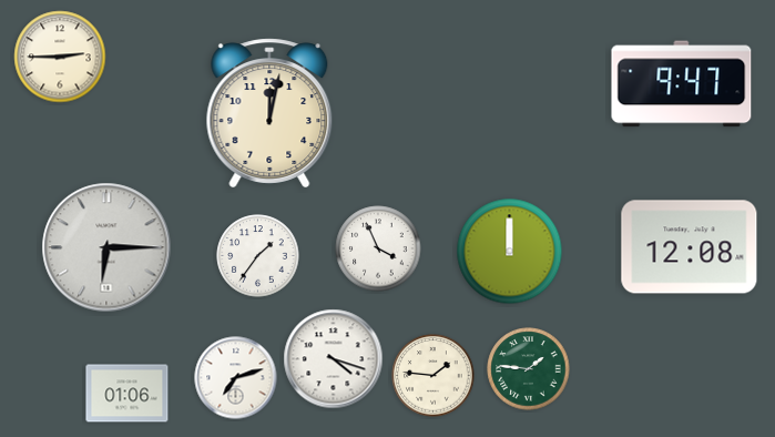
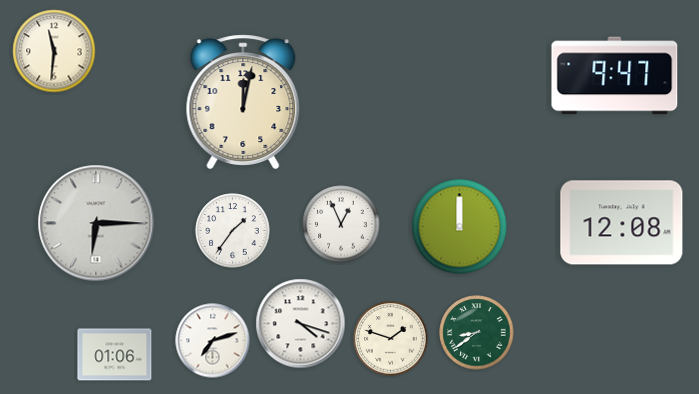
clock at (60, 57): 2:45 -> 11:31
clock at (378, 248): 3:56 -> 12:56
clock at (529, 369): 1:46 -> 8:39
clock at (434, 376): 1:46 -> 1:48
